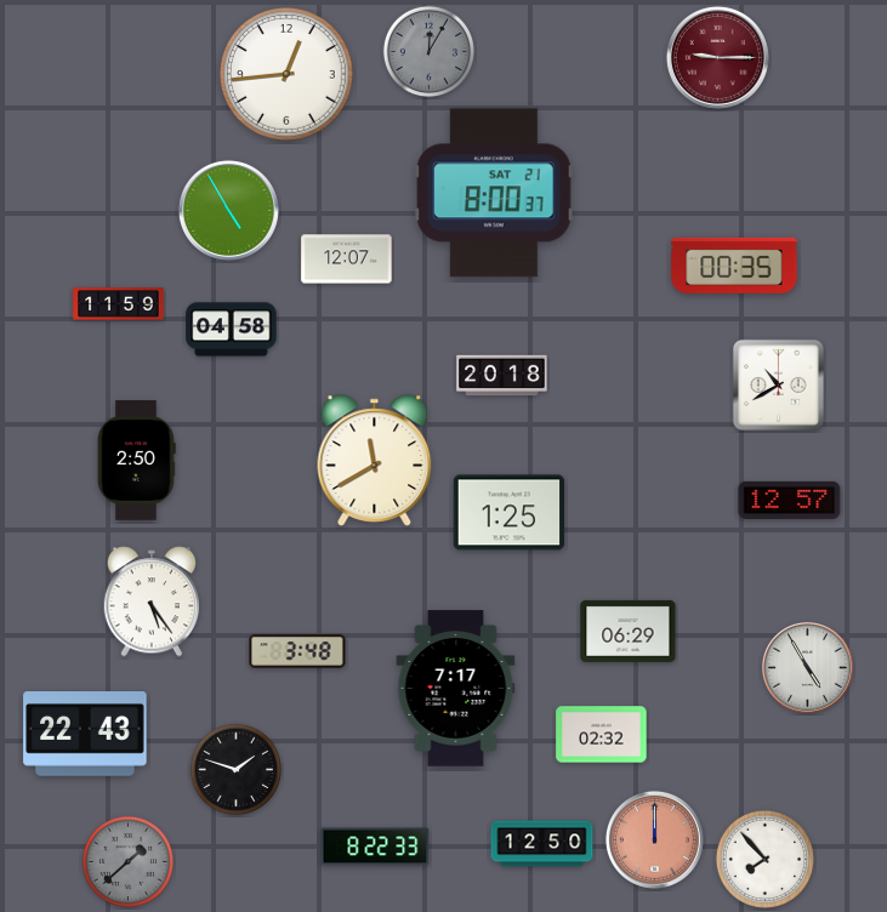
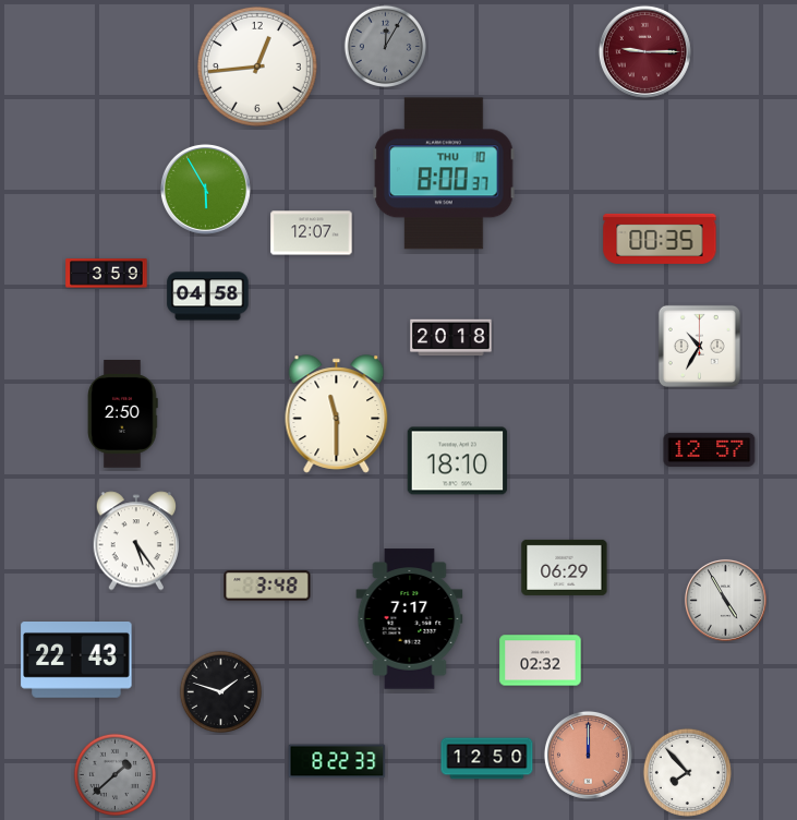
clock at (494, 193) date: SAT 21 -> THU 10
clock at (228, 210): 4:55 -> 5:55
clock at (119, 304): 11:59 -> 3:59
clock at (778, 384): 10:40 -> 10:35
clock at (375, 461): 11:40 -> 11:30
clock at (510, 513): 1:25 -> 18:10
clock at (237, 770) position: (237, 770) -> (221, 692)
